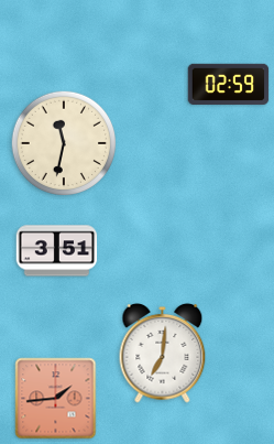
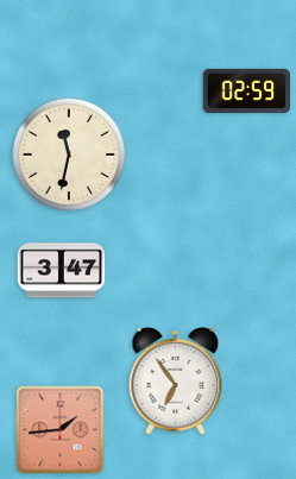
clock at (57, 251): 3:51 -> 3:47
clock at (163, 354): 7:01 -> 6:54
